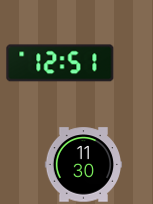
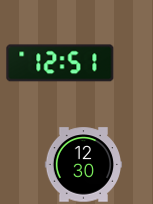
clock at (83, 165): 11:30 -> 12:30
